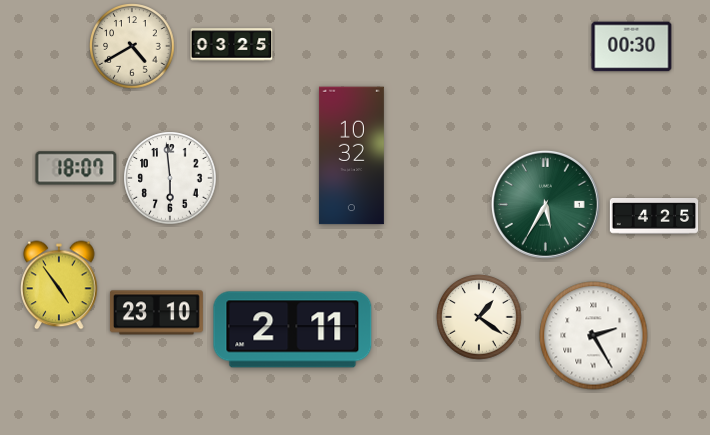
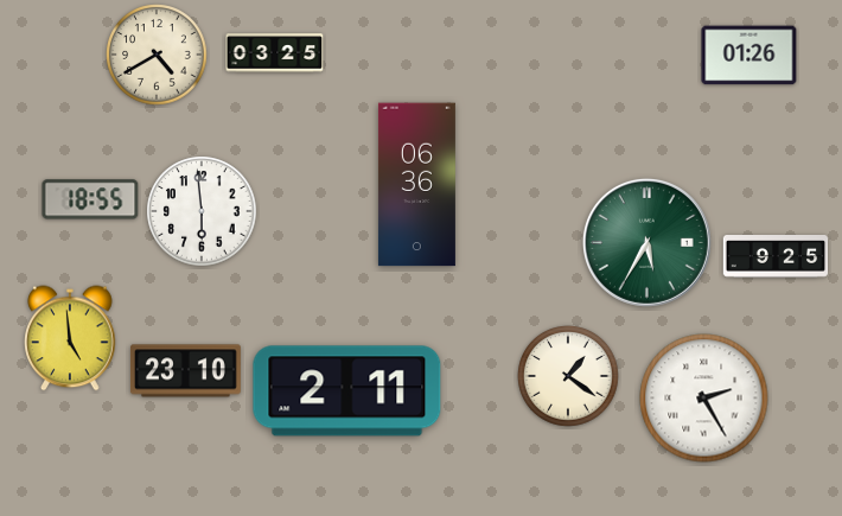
clock at (632, 47): 00:30 -> 01:26
clock at (351, 156): 10:32 -> 06:36
clock at (76, 168): 18:07 -> 18:55
clock at (654, 216): 4:25 -> 9:25
clock at (59, 285): 4:54 -> 4:59
